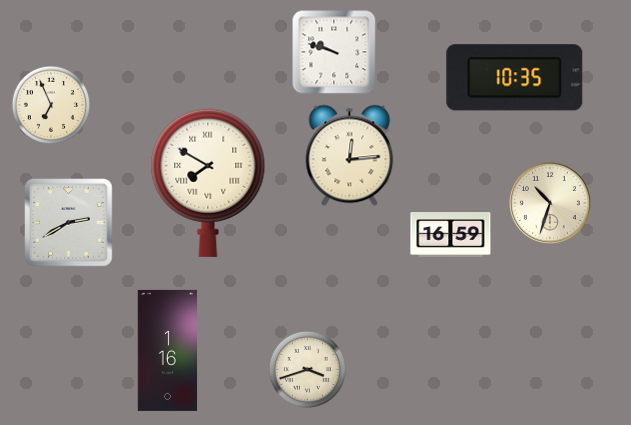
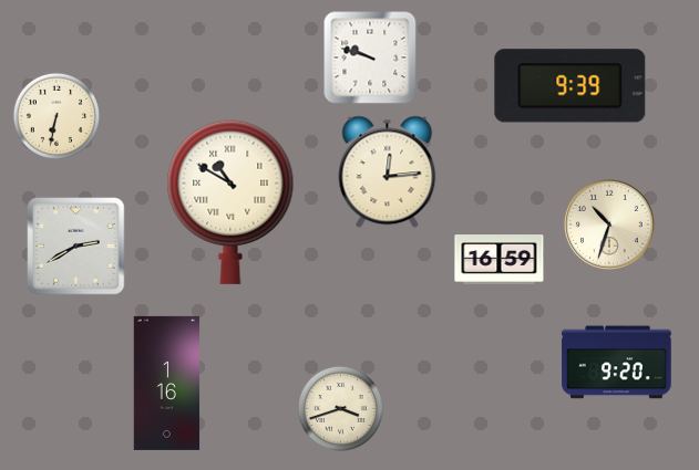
clock at (515, 78): 10:35 -> 9:39
clock at (51, 105): 6:56 -> 6:32
clock at (208, 183): 7:50 -> 10:50
clock at (617, 363): none -> 9:20
clock at (168, 350) position: (168, 350) -> (167, 383)
